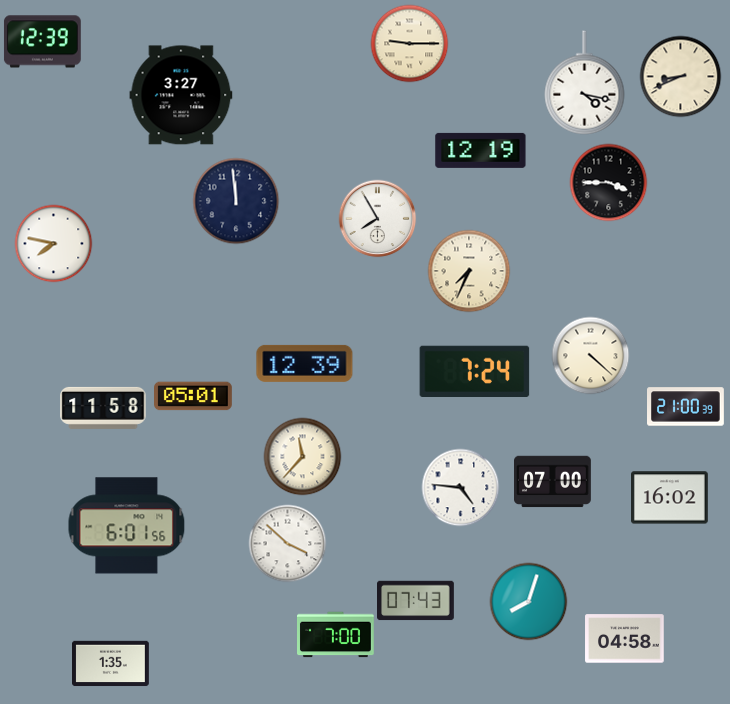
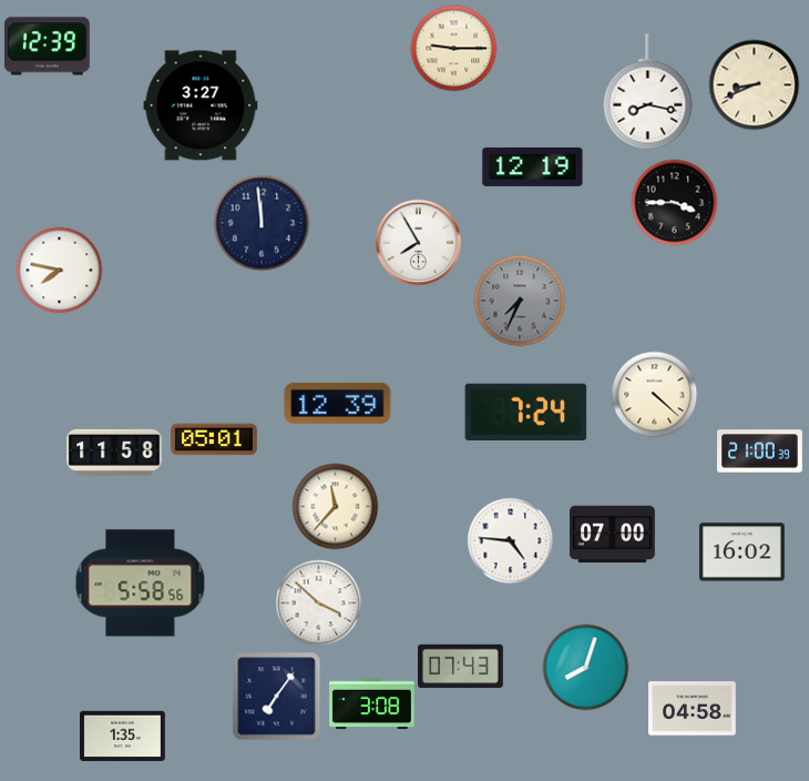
clock at (585, 83): 4:17 -> 8:17
clock at (469, 271) dial: cream -> grey
clock at (127, 526): 6:01 -> 5:58
clock at (276, 696): none -> 7:06
clock at (336, 635): 7:00 -> 3:08
